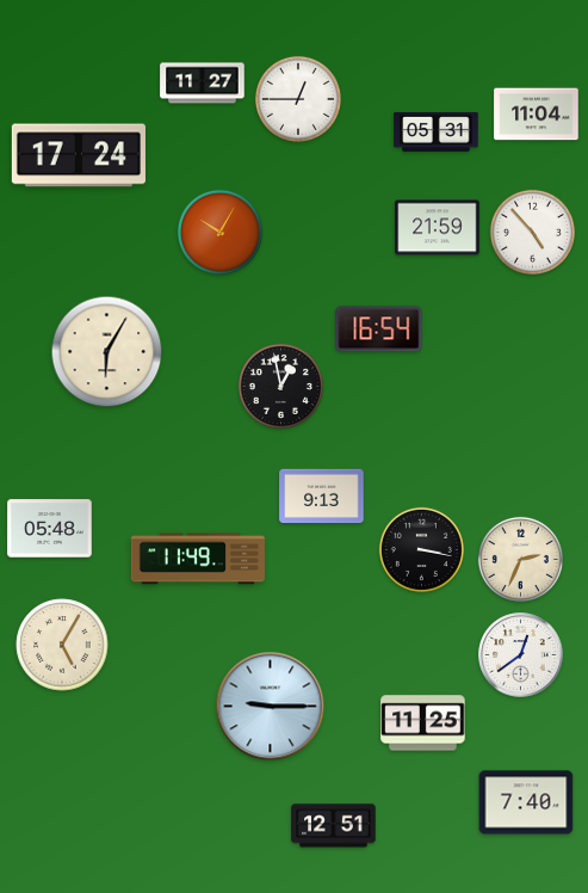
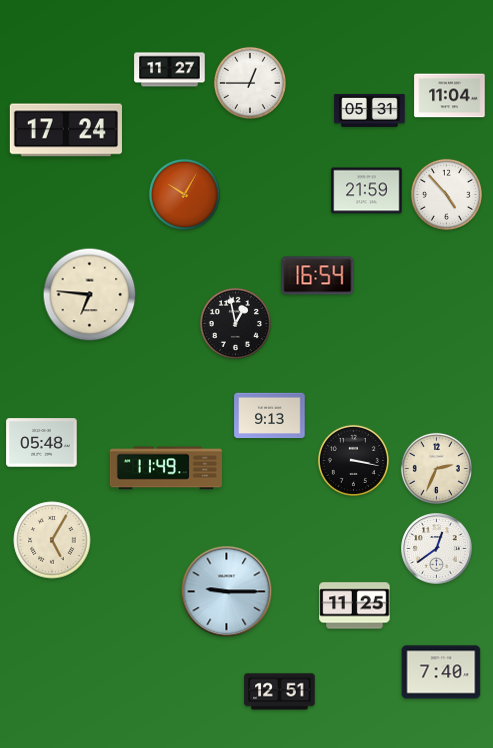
clock at (437, 131) position: (437, 131) -> (370, 110)
clock at (107, 352): 6:05 -> 6:46
